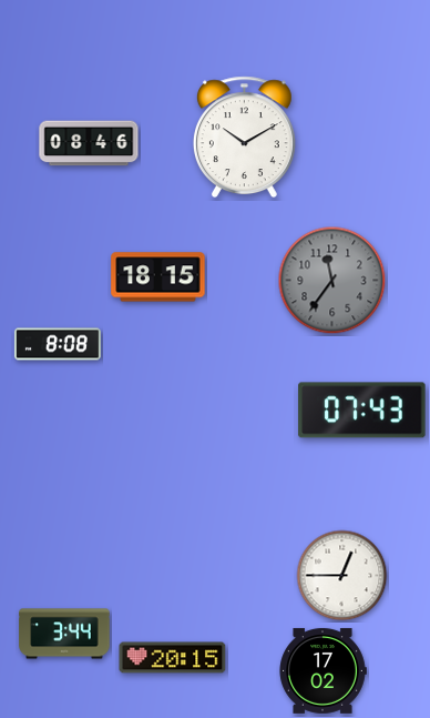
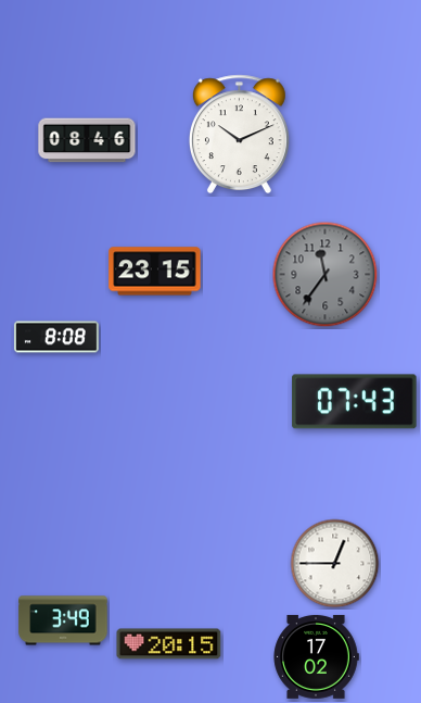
clock at (244, 138): 10:10 -> 10:11
clock at (158, 277): 18:15 -> 23:15
clock at (64, 634): 3:44 -> 3:49
